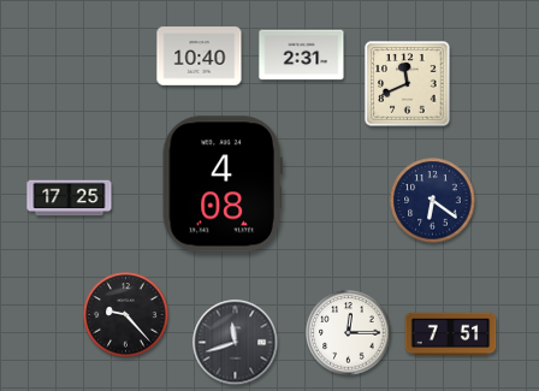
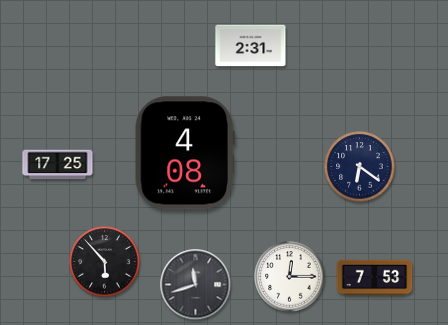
clock at (200, 57): 10:40 -> none
clock at (408, 84): 11:41 -> none
clock at (126, 315): 9:23 -> 5:53
clock at (451, 334): 7:51 -> 7:53
